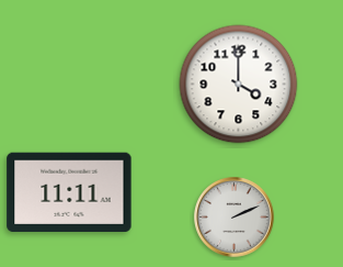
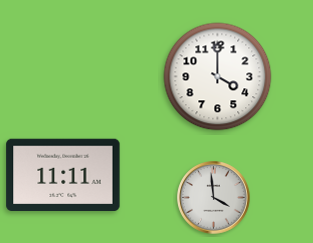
clock at (235, 218): 2:11 -> 3:59
